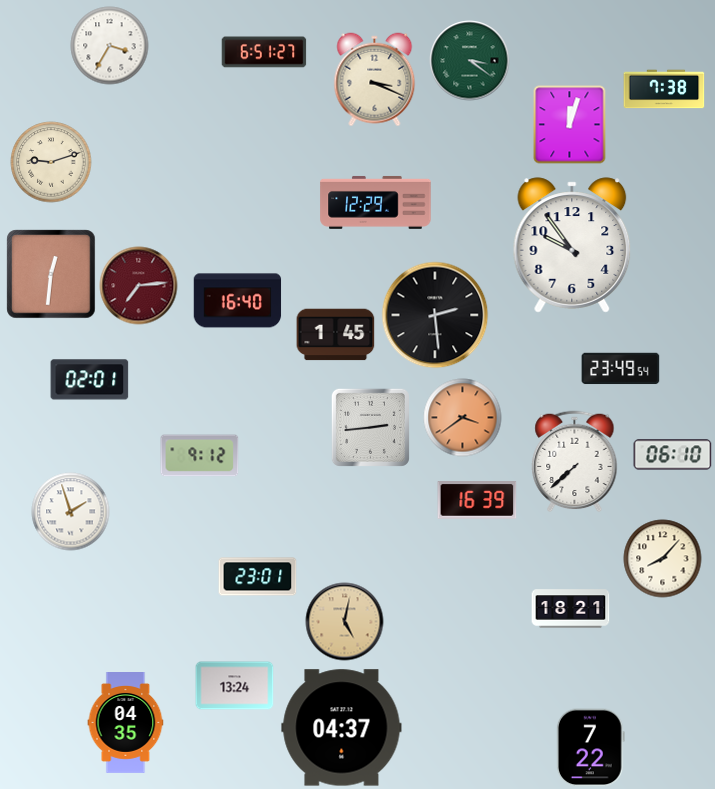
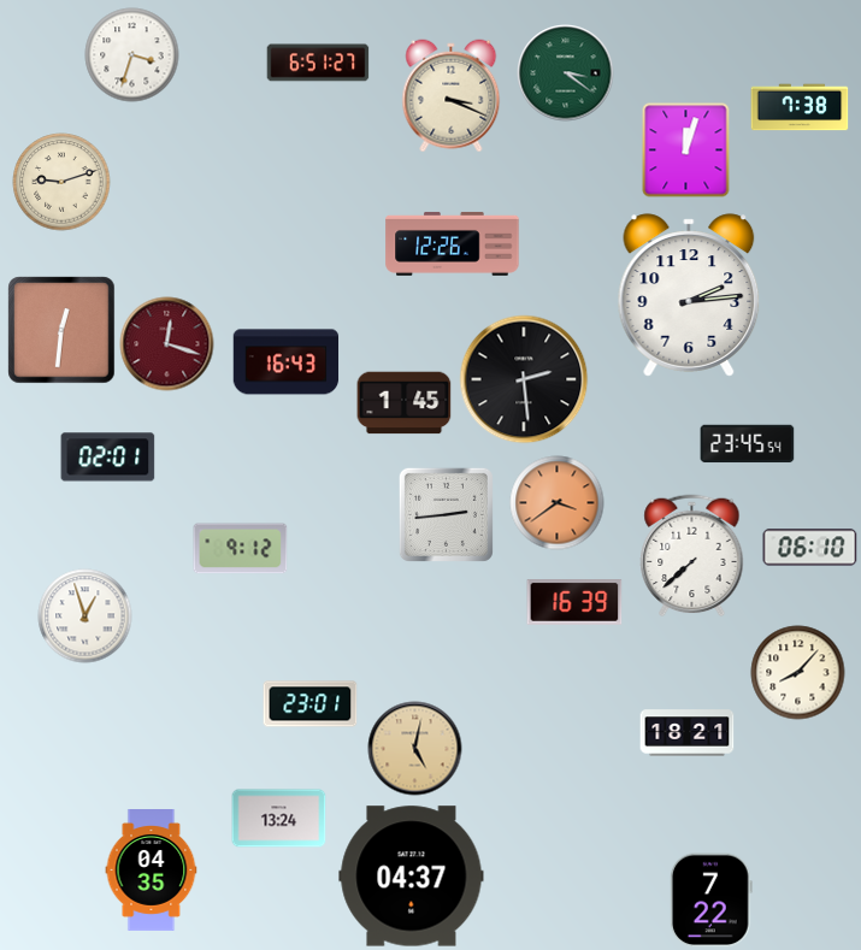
clock at (109, 45): 3:35 -> 3:33
clock at (51, 162) position: (51, 162) -> (61, 182)
clock at (376, 202): 12:29 -> 12:26
clock at (572, 245): 9:54 -> 2:14
clock at (138, 285): 7:14 -> 12:18
clock at (237, 301): 16:40 -> 16:43
clock at (620, 369): 23:49 -> 23:45
clock at (70, 511): 1:57 -> 12:57
clock at (257, 577) position: (257, 577) -> (309, 704)
clock at (234, 686) position: (234, 686) -> (278, 819)
